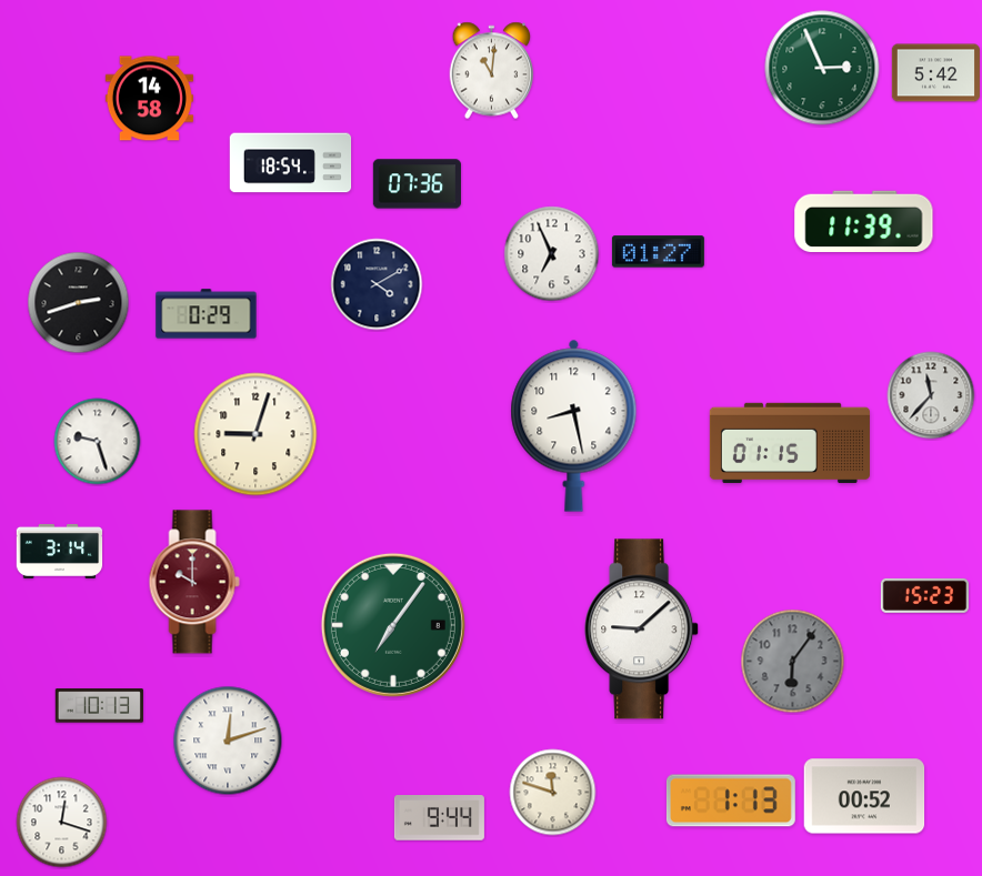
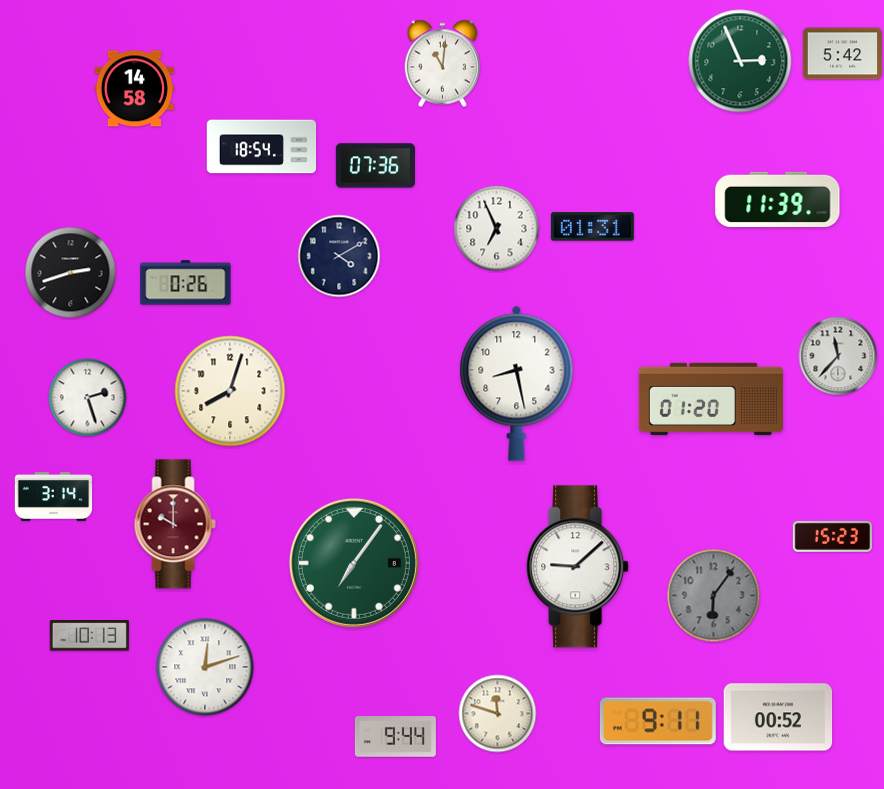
clock at (935, 73) position: (935, 73) -> (842, 54)
clock at (658, 252): 01:27 -> 01:31
clock at (207, 314): 0:29 -> 0:26
clock at (255, 434): 9:03 -> 8:03
clock at (98, 442): 9:27 -> 2:27
clock at (790, 443): 01:15 -> 01:20
clock at (731, 801): 1:13 -> 9:11
clock at (62, 823): 12:18 -> none
